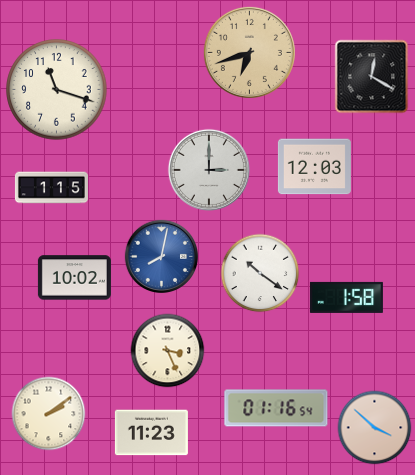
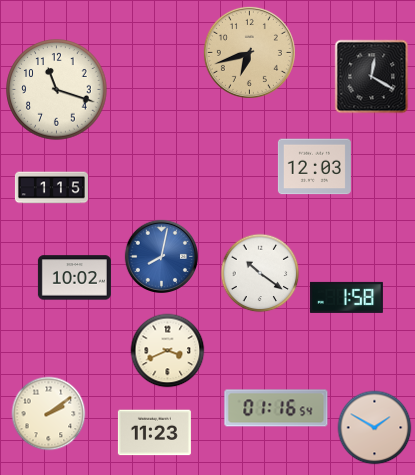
clock at (209, 170): 3:00 -> none
clock at (168, 351): 3:26 -> 3:41
clock at (375, 428): 3:52 -> 1:50
clock at (151, 433) position: (151, 433) -> (154, 433)
